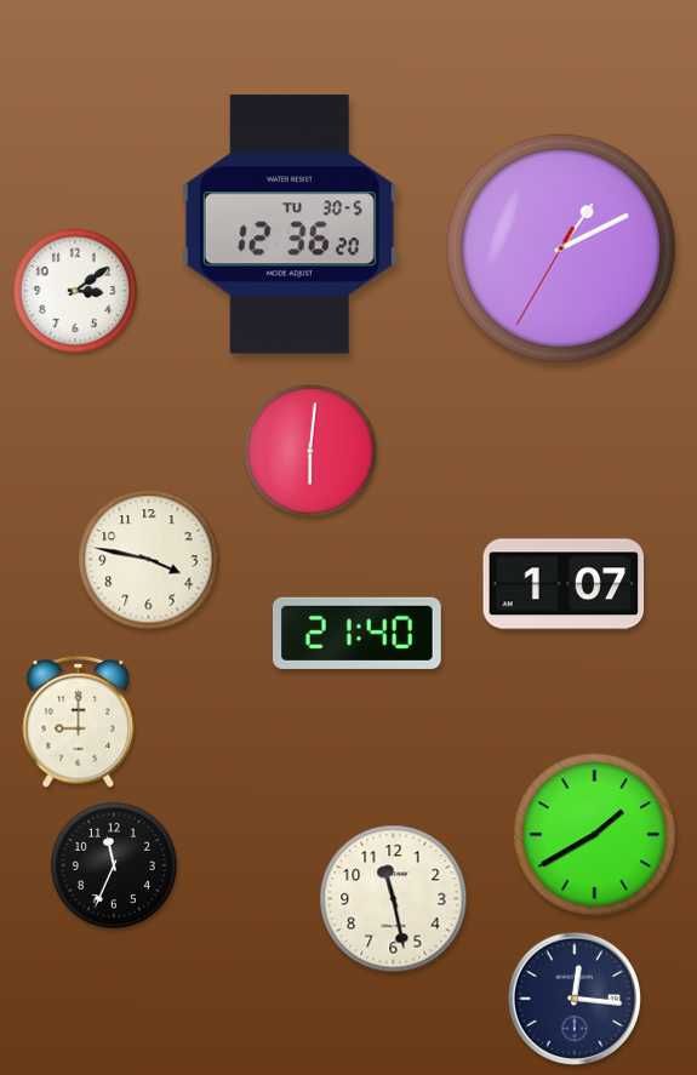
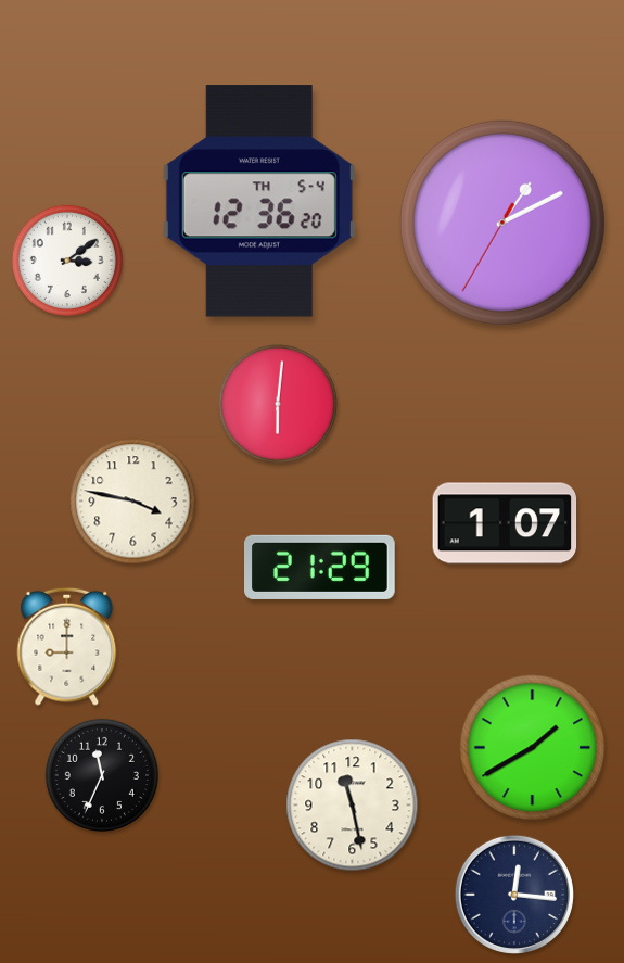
clock at (290, 224) date: TU 30-5 -> TH 5-4
clock at (358, 633): 21:40 -> 21:29
clock at (79, 721) position: (79, 721) -> (67, 646)
